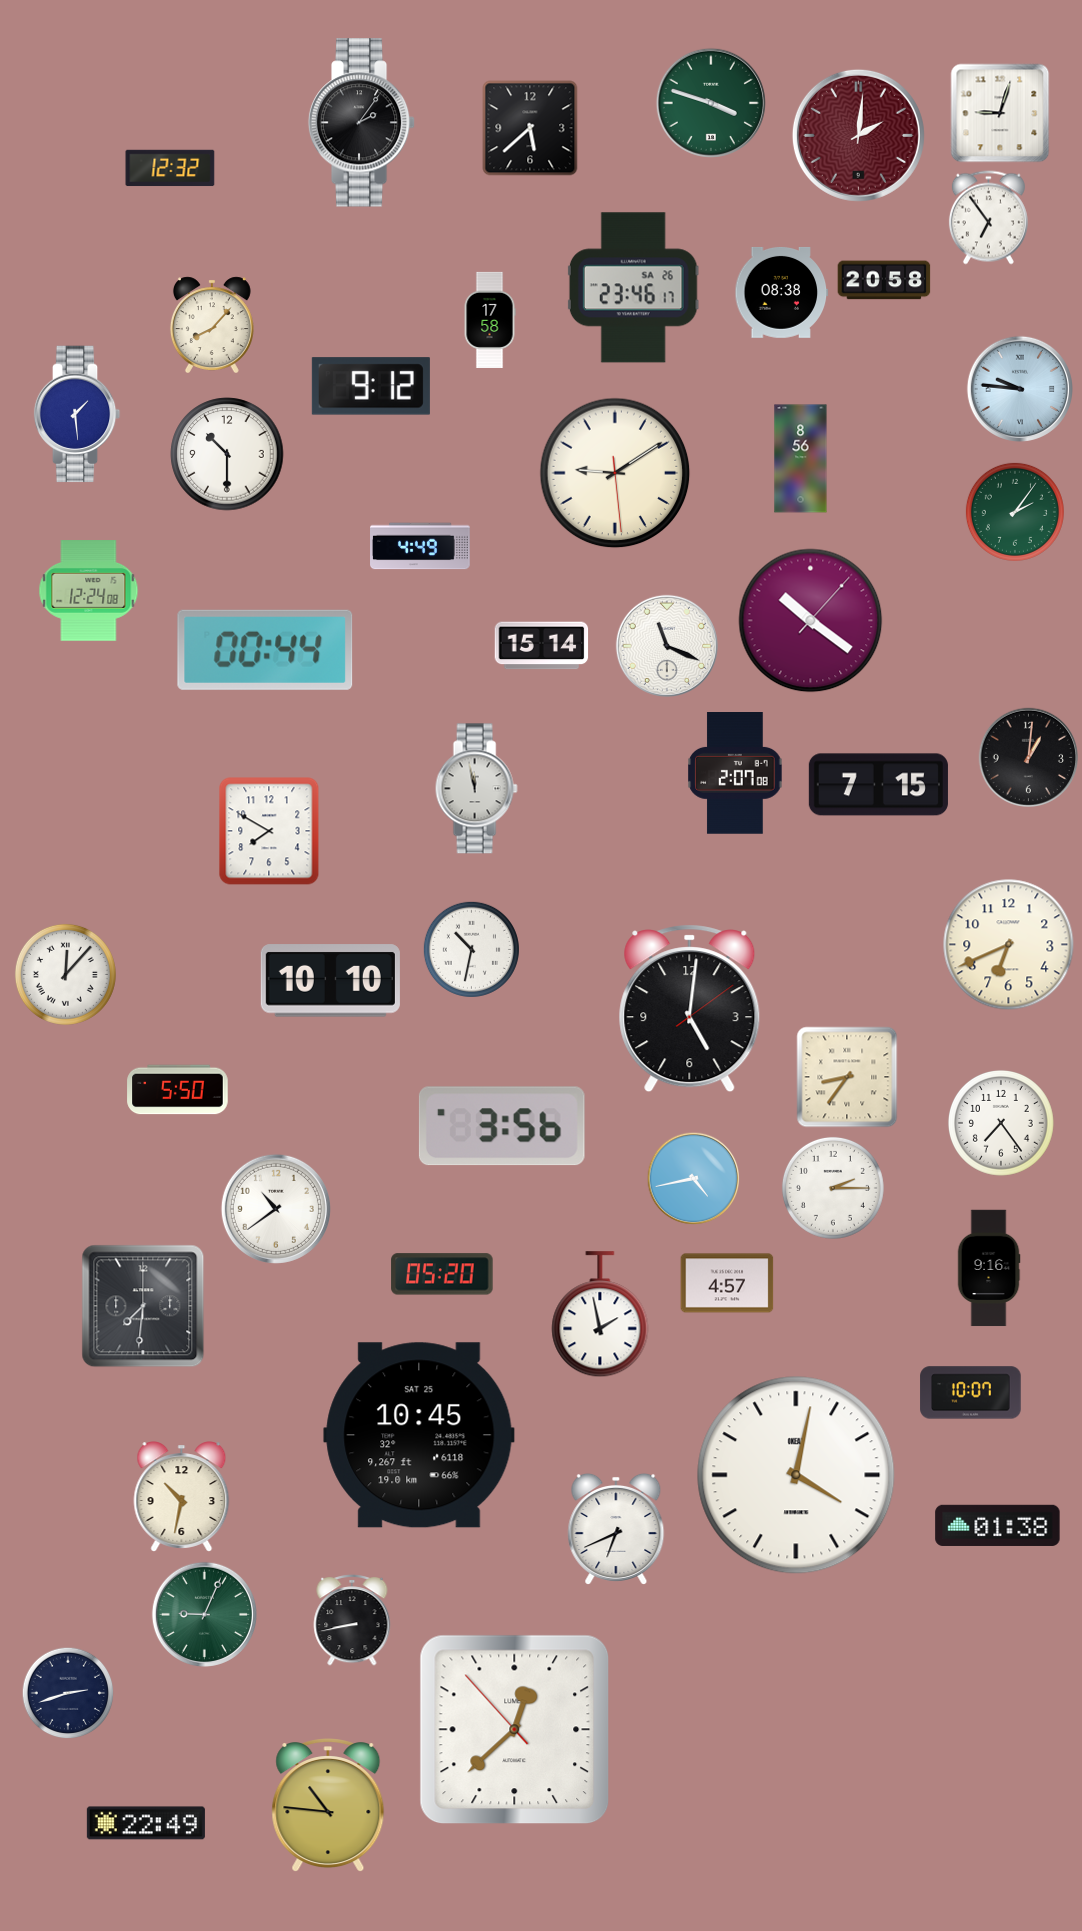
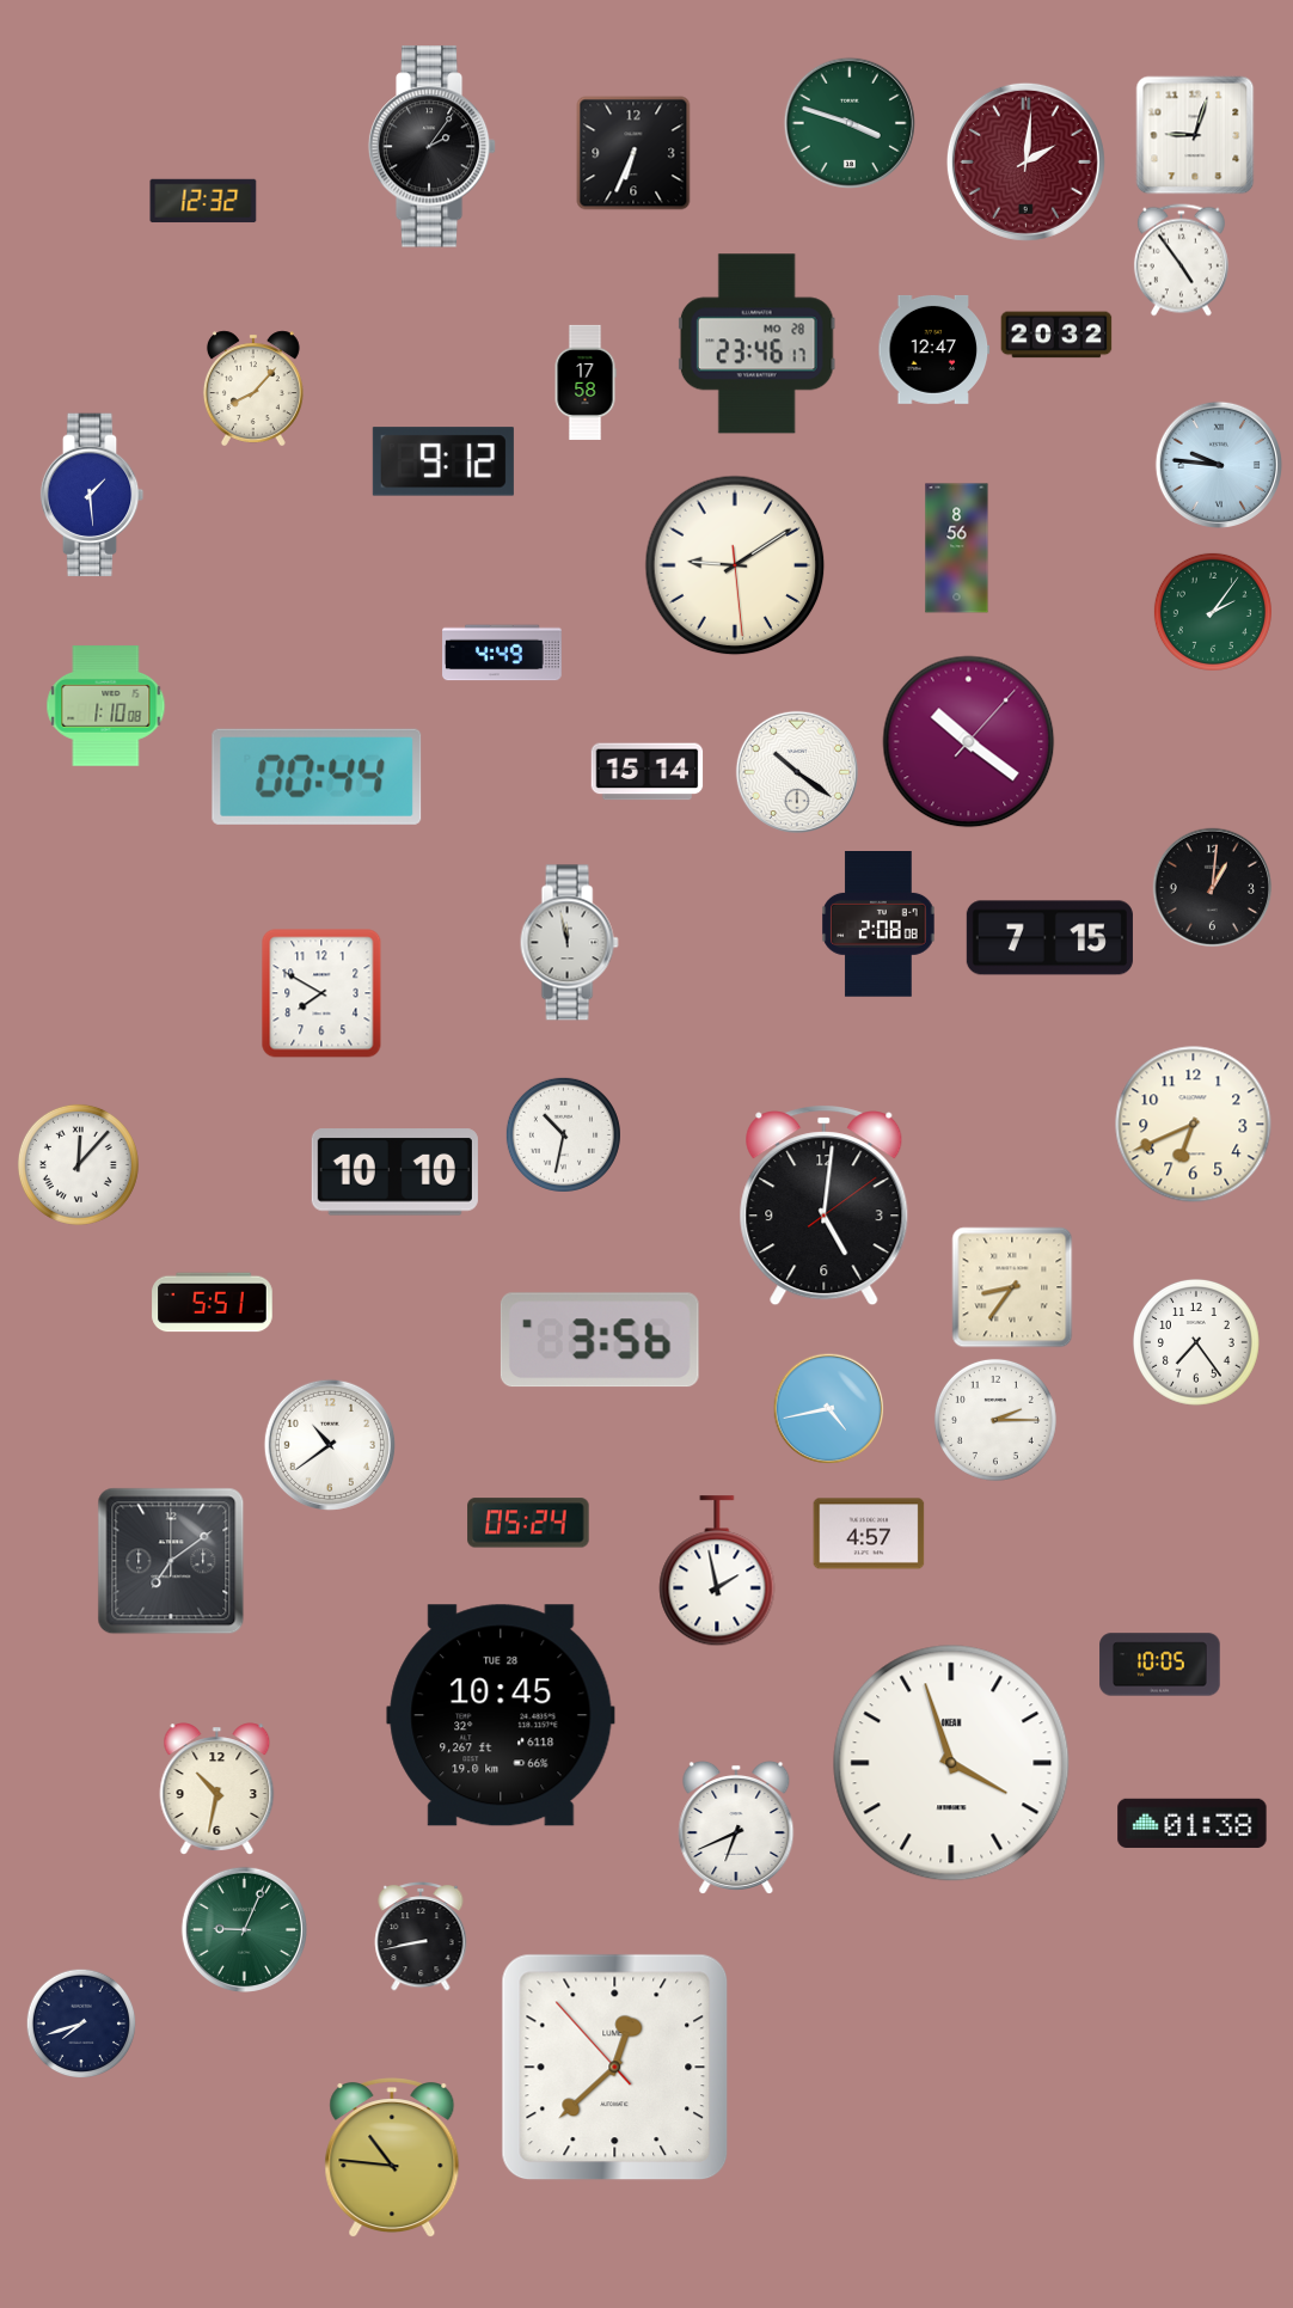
clock at (530, 128): 5:38 -> 6:34
clock at (988, 218): 6:54 -> 4:54
clock at (884, 280): 20:58 -> 20:32
clock at (633, 288) date: SA 26 -> MO 28
clock at (782, 292): 08:38 -> 12:47
clock at (227, 454): 10:30 -> none
clock at (89, 591): 12:24 -> 1:10
clock at (666, 645): 11:19 -> 10:21
clock at (1028, 757) position: (1028, 757) -> (1212, 887)
clock at (735, 774): 2:07 -> 2:08
clock at (1009, 945) position: (1009, 945) -> (1194, 1125)
clock at (178, 1090): 5:50 -> 5:51
clock at (502, 1126) position: (502, 1126) -> (600, 1340)
clock at (989, 1268): 9:16 -> none
clock at (442, 1274): 05:20 -> 05:24
clock at (143, 1306): 7:31 -> 7:09
clock at (971, 1393): 10:07 -> 10:05
clock at (419, 1435) date: SAT 25 -> TUE 28
clock at (796, 1475): 4:02 -> 3:57
clock at (68, 1693): 2:42 -> 7:42
clock at (146, 1823): 22:49 -> none
